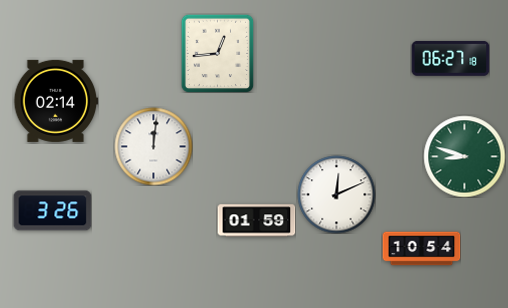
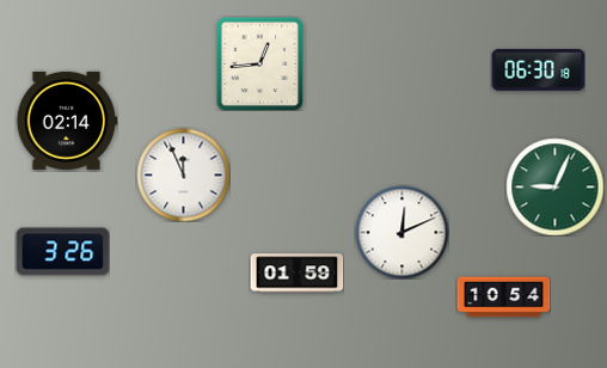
clock at (450, 58): 06:27 -> 06:30
clock at (153, 146): 12:01 -> 11:56
clock at (464, 156): 8:48 -> 9:04
clock at (256, 221) position: (256, 221) -> (296, 274)
